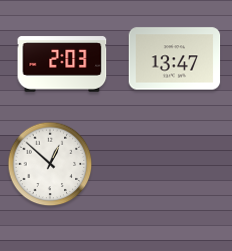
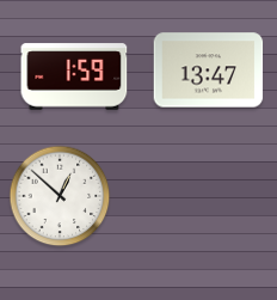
clock at (62, 64): 2:03 -> 1:59
